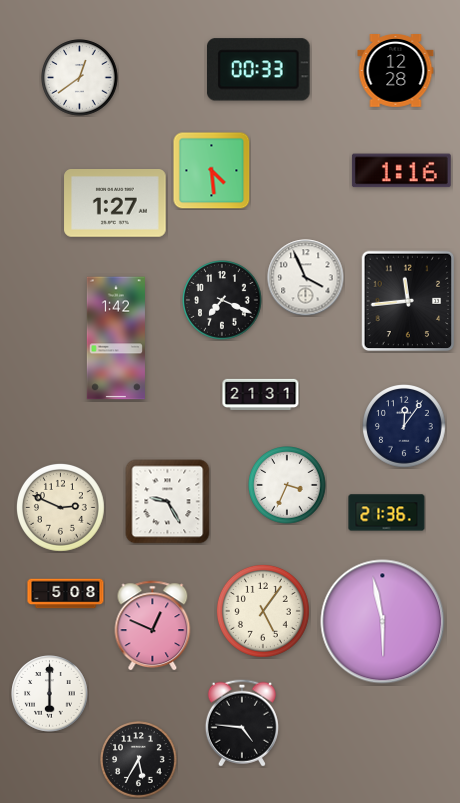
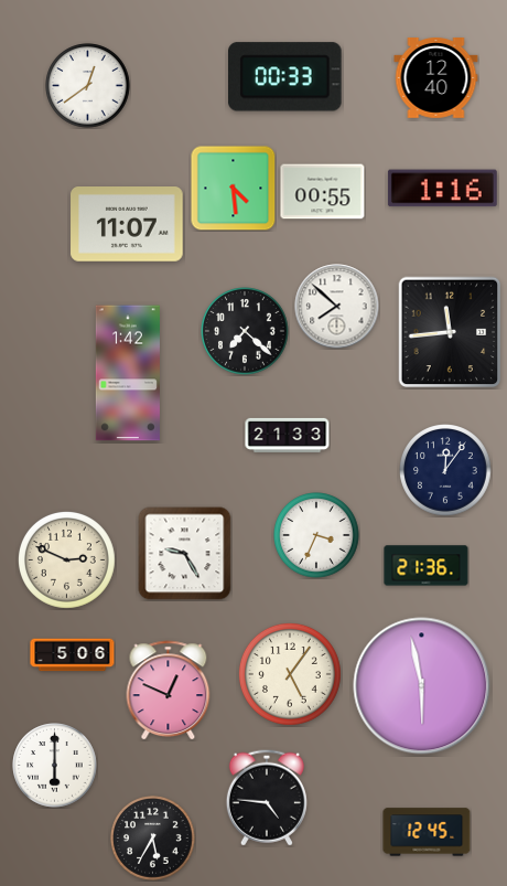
clock at (396, 71): 12:28 -> 12:40
clock at (323, 192): none -> 00:55
clock at (115, 204): 1:27 -> 11:07
clock at (306, 278): 3:56 -> 7:52
clock at (222, 300): 7:19 -> 7:22
clock at (261, 394): 21:31 -> 21:33
clock at (66, 594): 5:08 -> 5:06
clock at (427, 832): none -> 12:45
